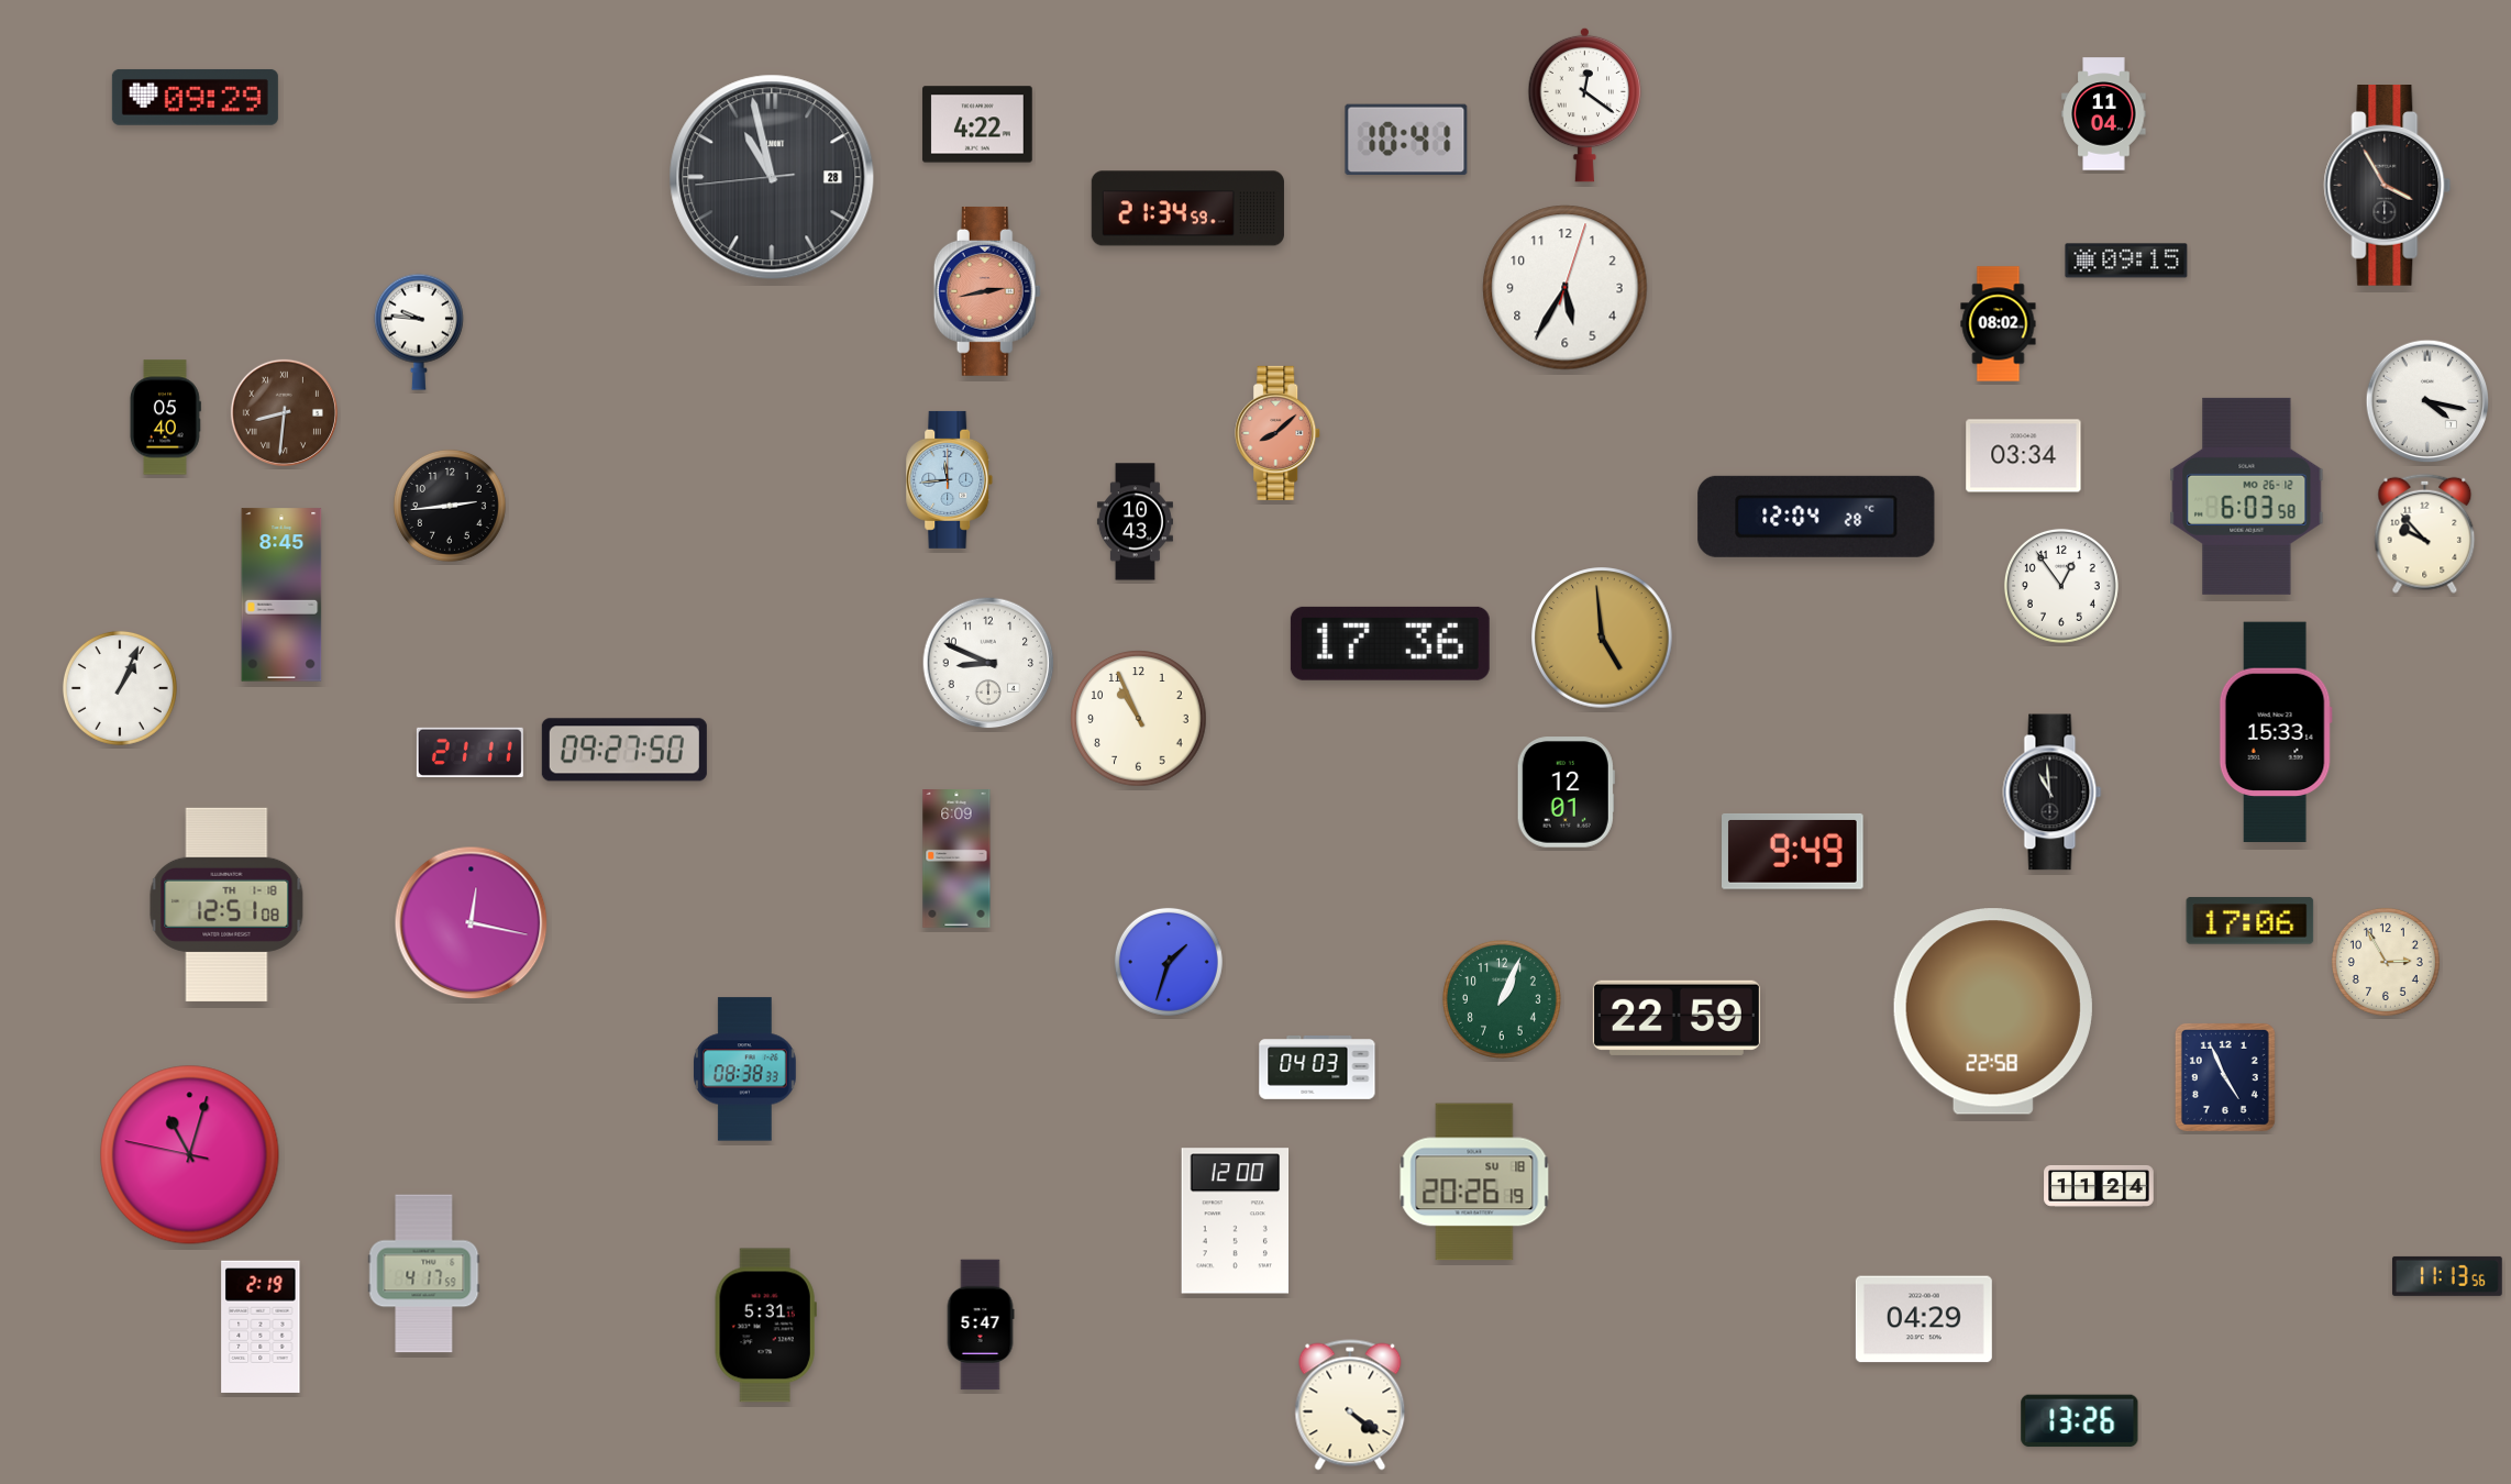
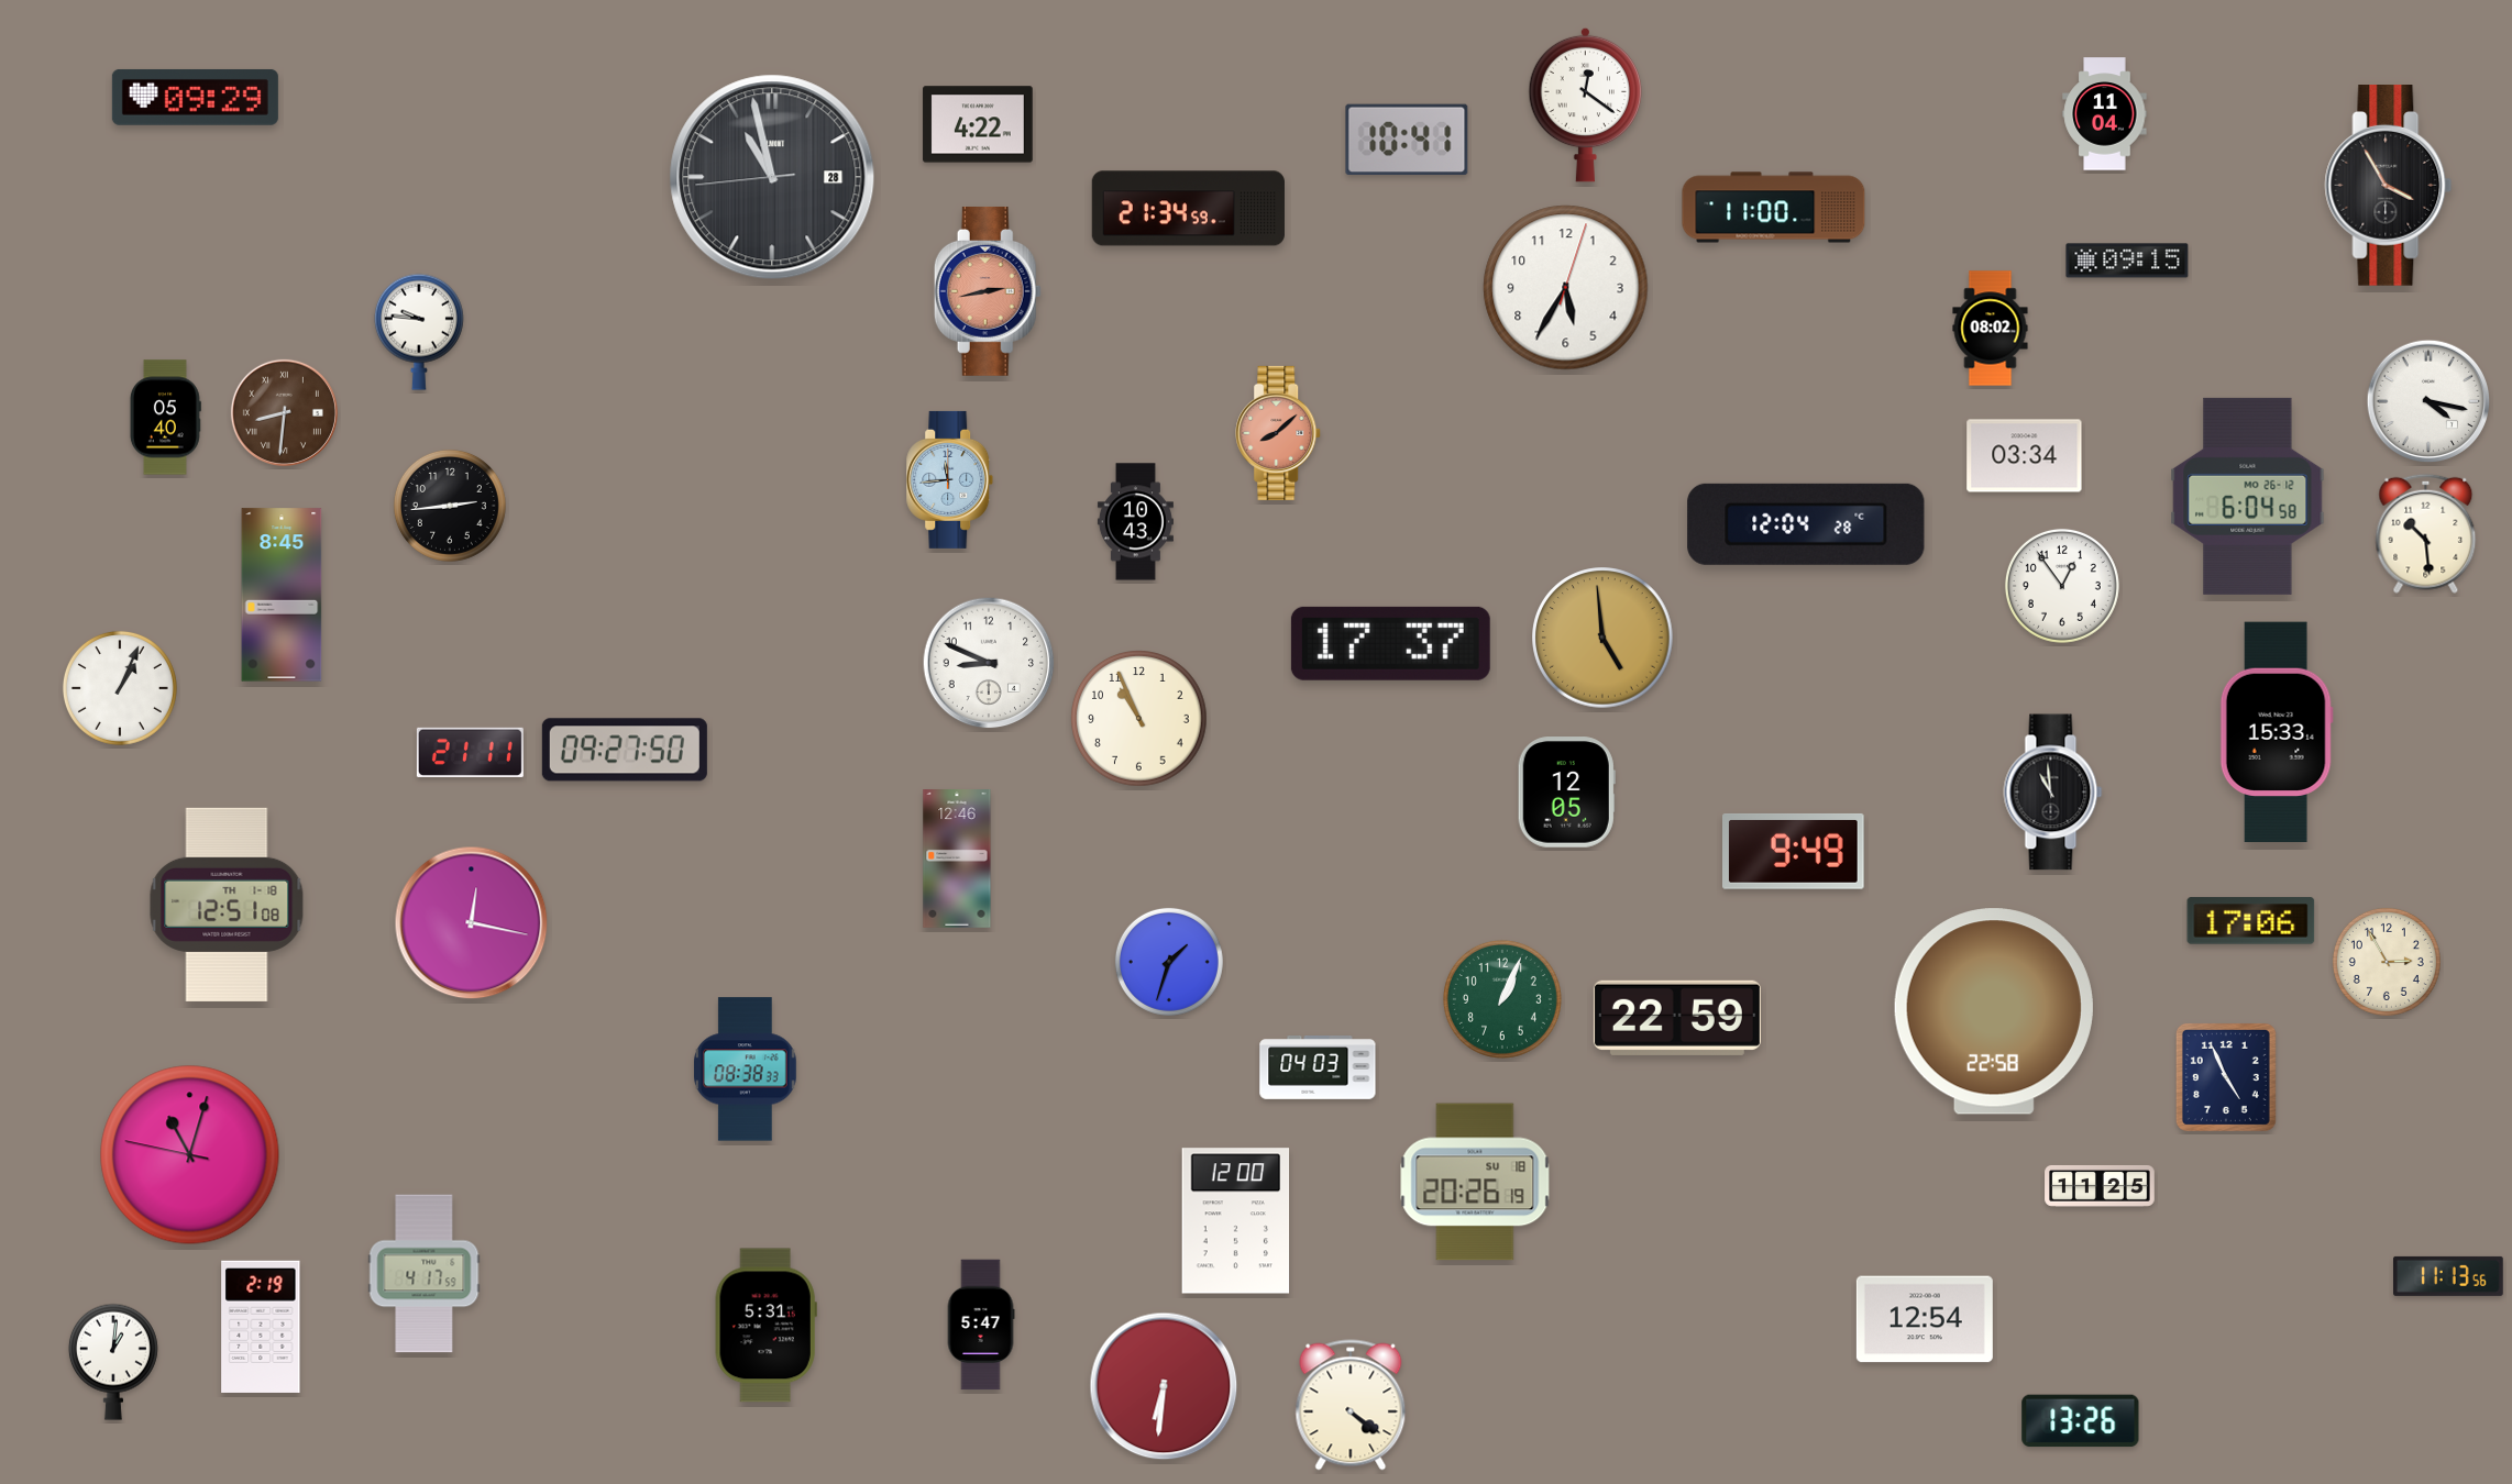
clock at (1774, 208): none -> 11:00
clock at (1999, 324) position: (1999, 324) -> (1991, 329)
clock at (2247, 496): 6:03 -> 6:04
clock at (1816, 517) position: (1816, 517) -> (1806, 524)
clock at (2425, 533): 9:53 -> 10:29
clock at (1390, 643): 17:36 -> 17:37
clock at (1566, 793): 12:01 -> 12:05
clock at (956, 860): 6:09 -> 12:46
clock at (2099, 1186): 11:24 -> 11:25
clock at (1924, 1319): 04:29 -> 12:54
clock at (113, 1362): none -> 1:01
clock at (1164, 1386): none -> 6:31
